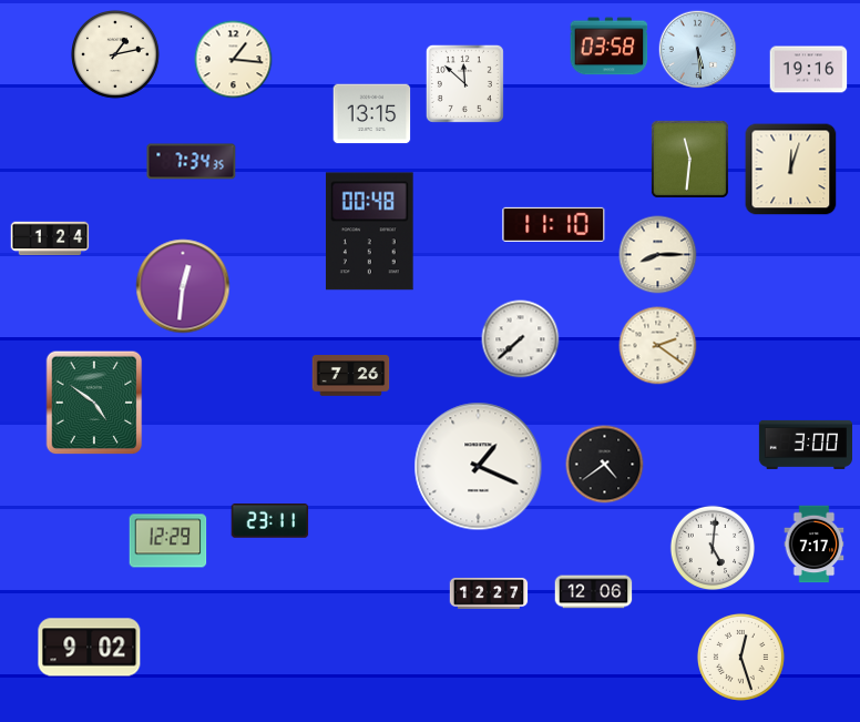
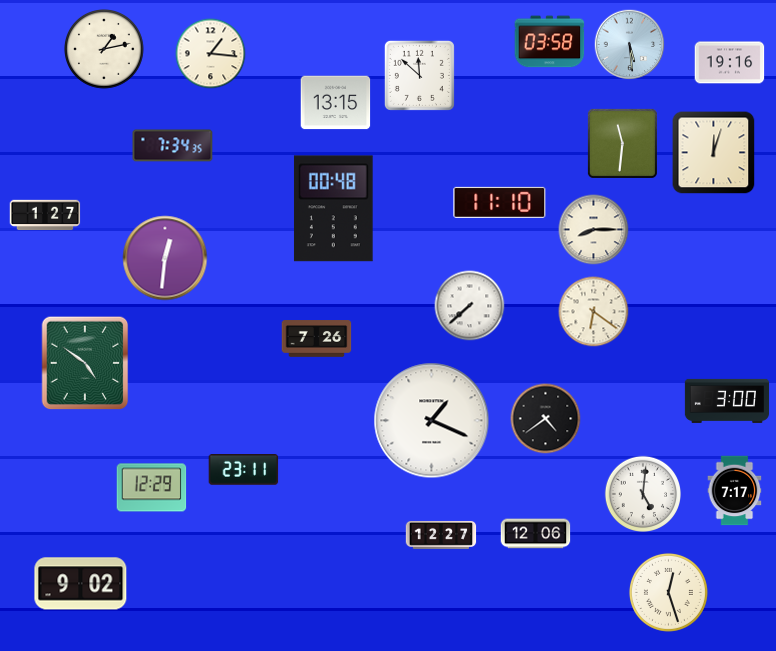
clock at (50, 238): 1:24 -> 1:27
clock at (658, 346): 2:21 -> 6:21
